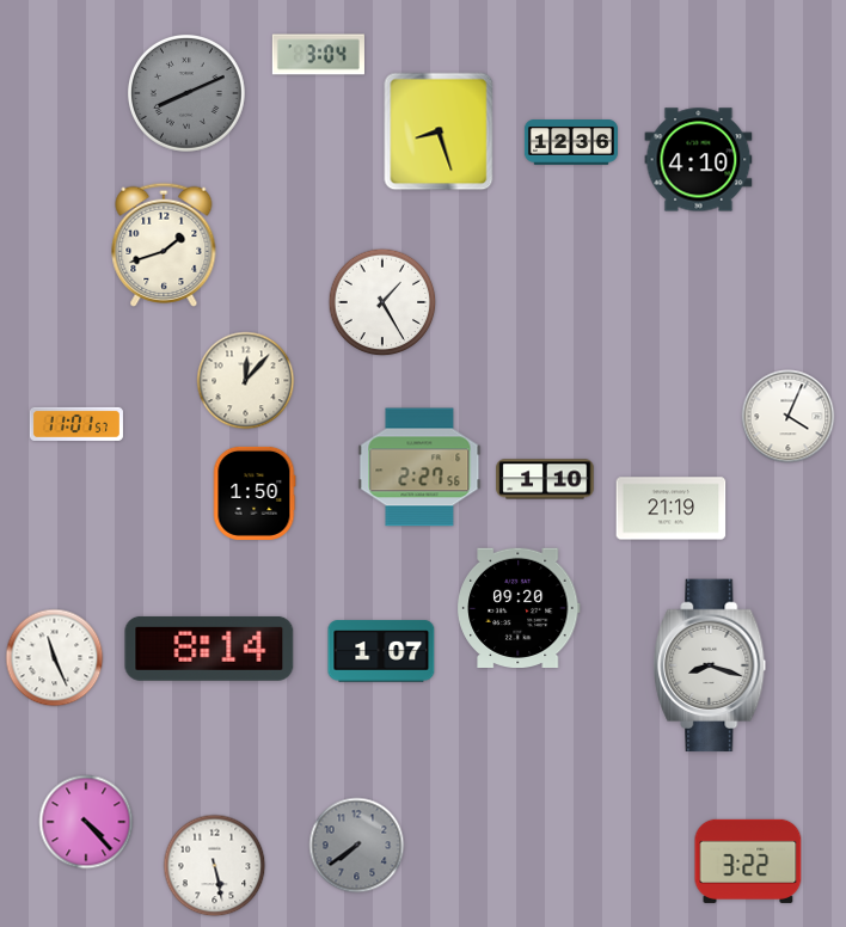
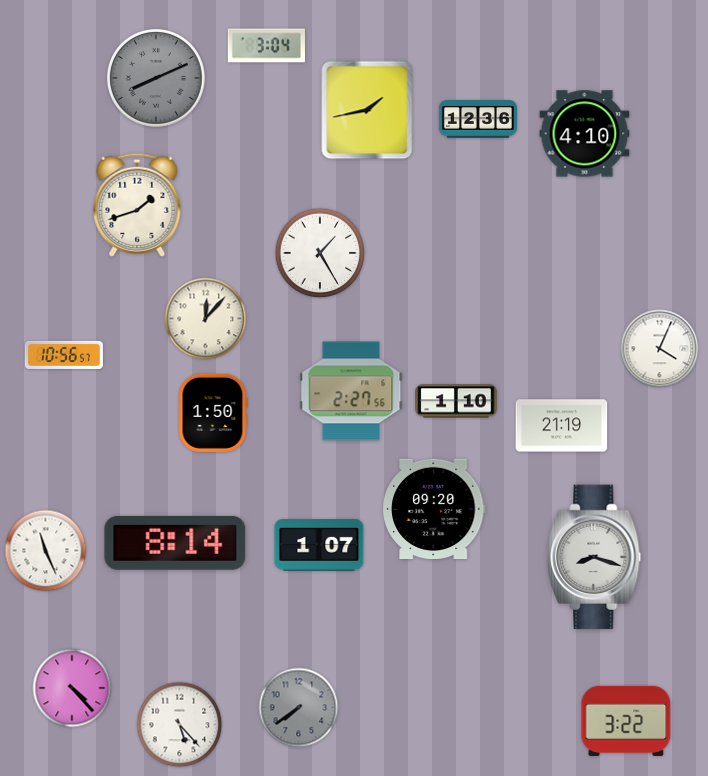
clock at (439, 131): 8:27 -> 1:43
clock at (76, 424): 11:01 -> 10:56
clock at (215, 866): 5:28 -> 5:23
